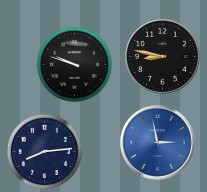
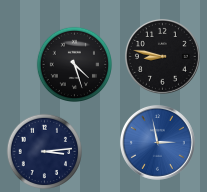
clock at (75, 65): 9:48 -> 4:27
clock at (45, 152): 8:14 -> 3:14
